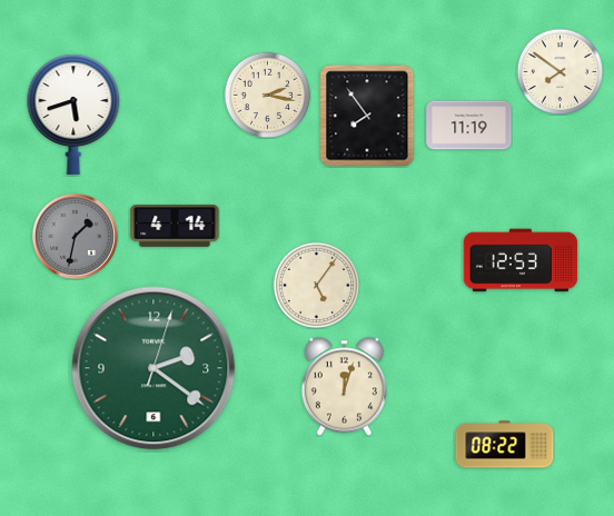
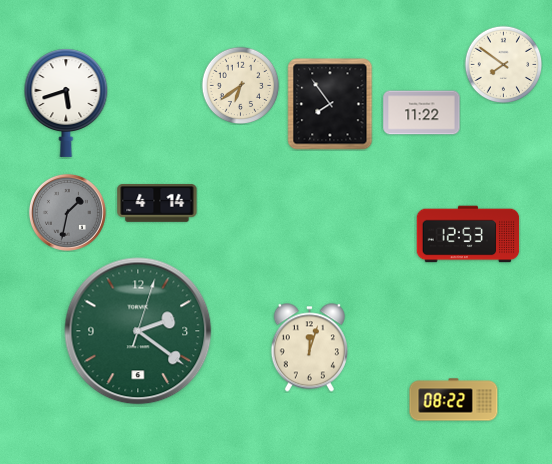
clock at (267, 95): 2:17 -> 6:39
clock at (469, 126): 11:19 -> 11:22
clock at (316, 285): 5:06 -> none
